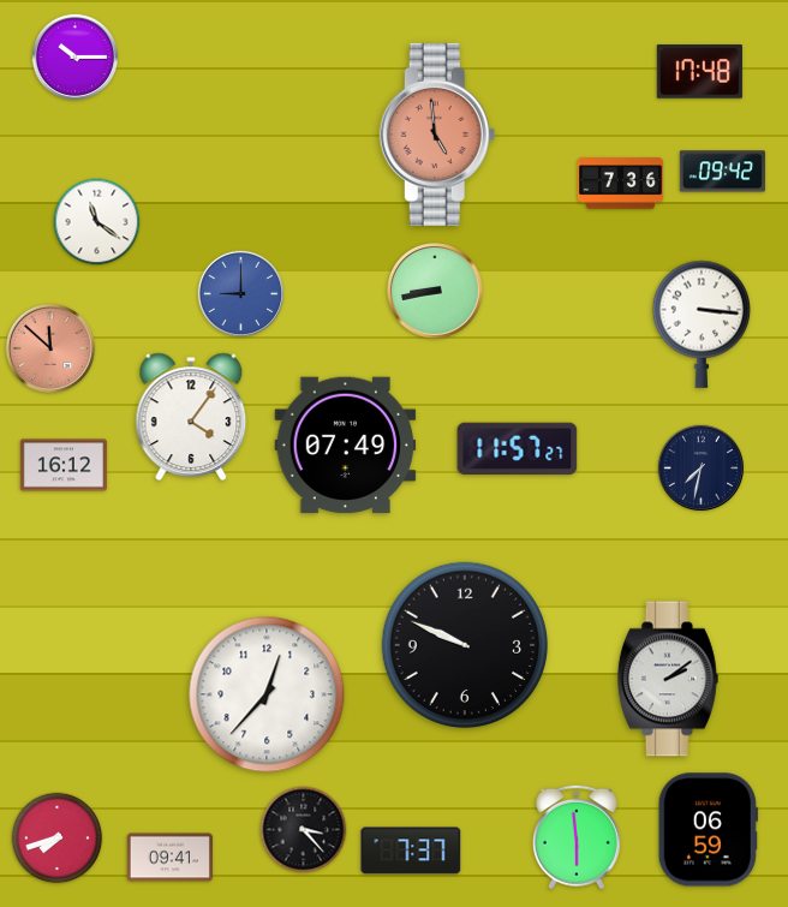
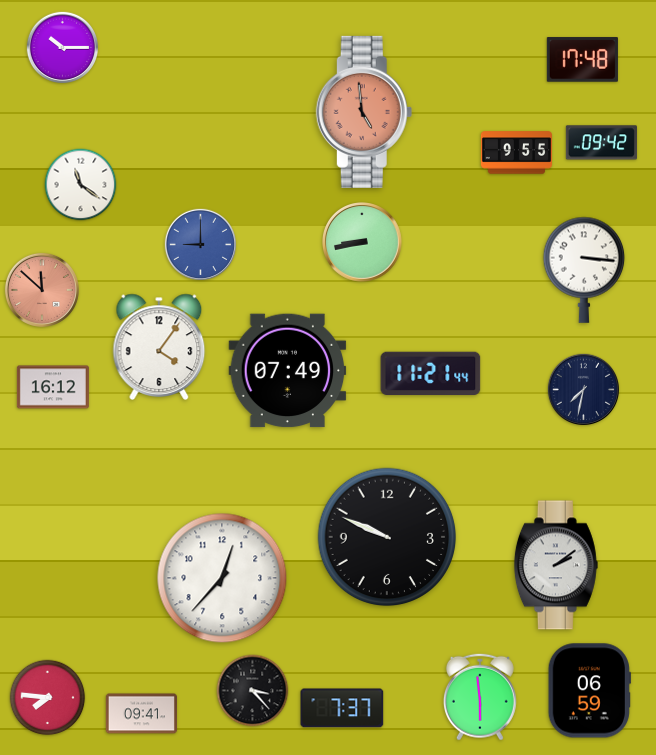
clock at (620, 184): 7:36 -> 9:55
clock at (518, 449): 11:57 -> 11:21
clock at (58, 839): 7:42 -> 7:46
